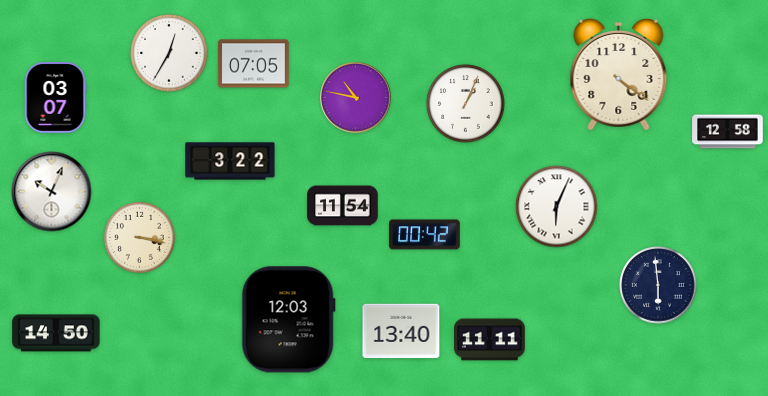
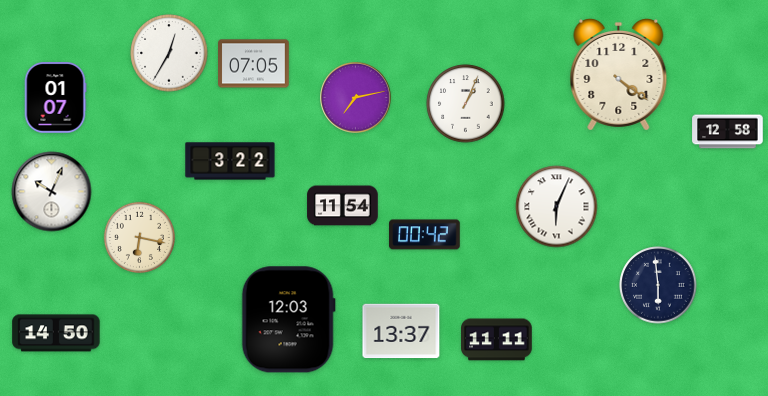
clock at (55, 98): 03:07 -> 01:07
clock at (356, 98): 10:47 -> 7:13
clock at (139, 237): 3:17 -> 6:17
clock at (401, 331): 13:40 -> 13:37
clock at (490, 340) position: (490, 340) -> (497, 340)
